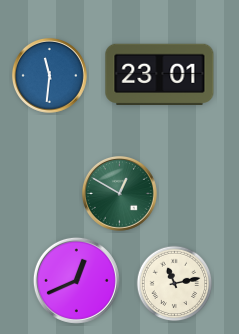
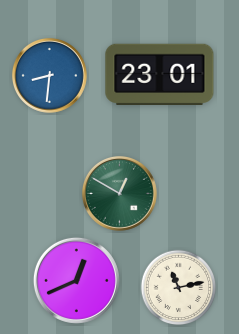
clock at (49, 75): 11:31 -> 8:31
clock at (175, 284) position: (175, 284) -> (179, 288)
